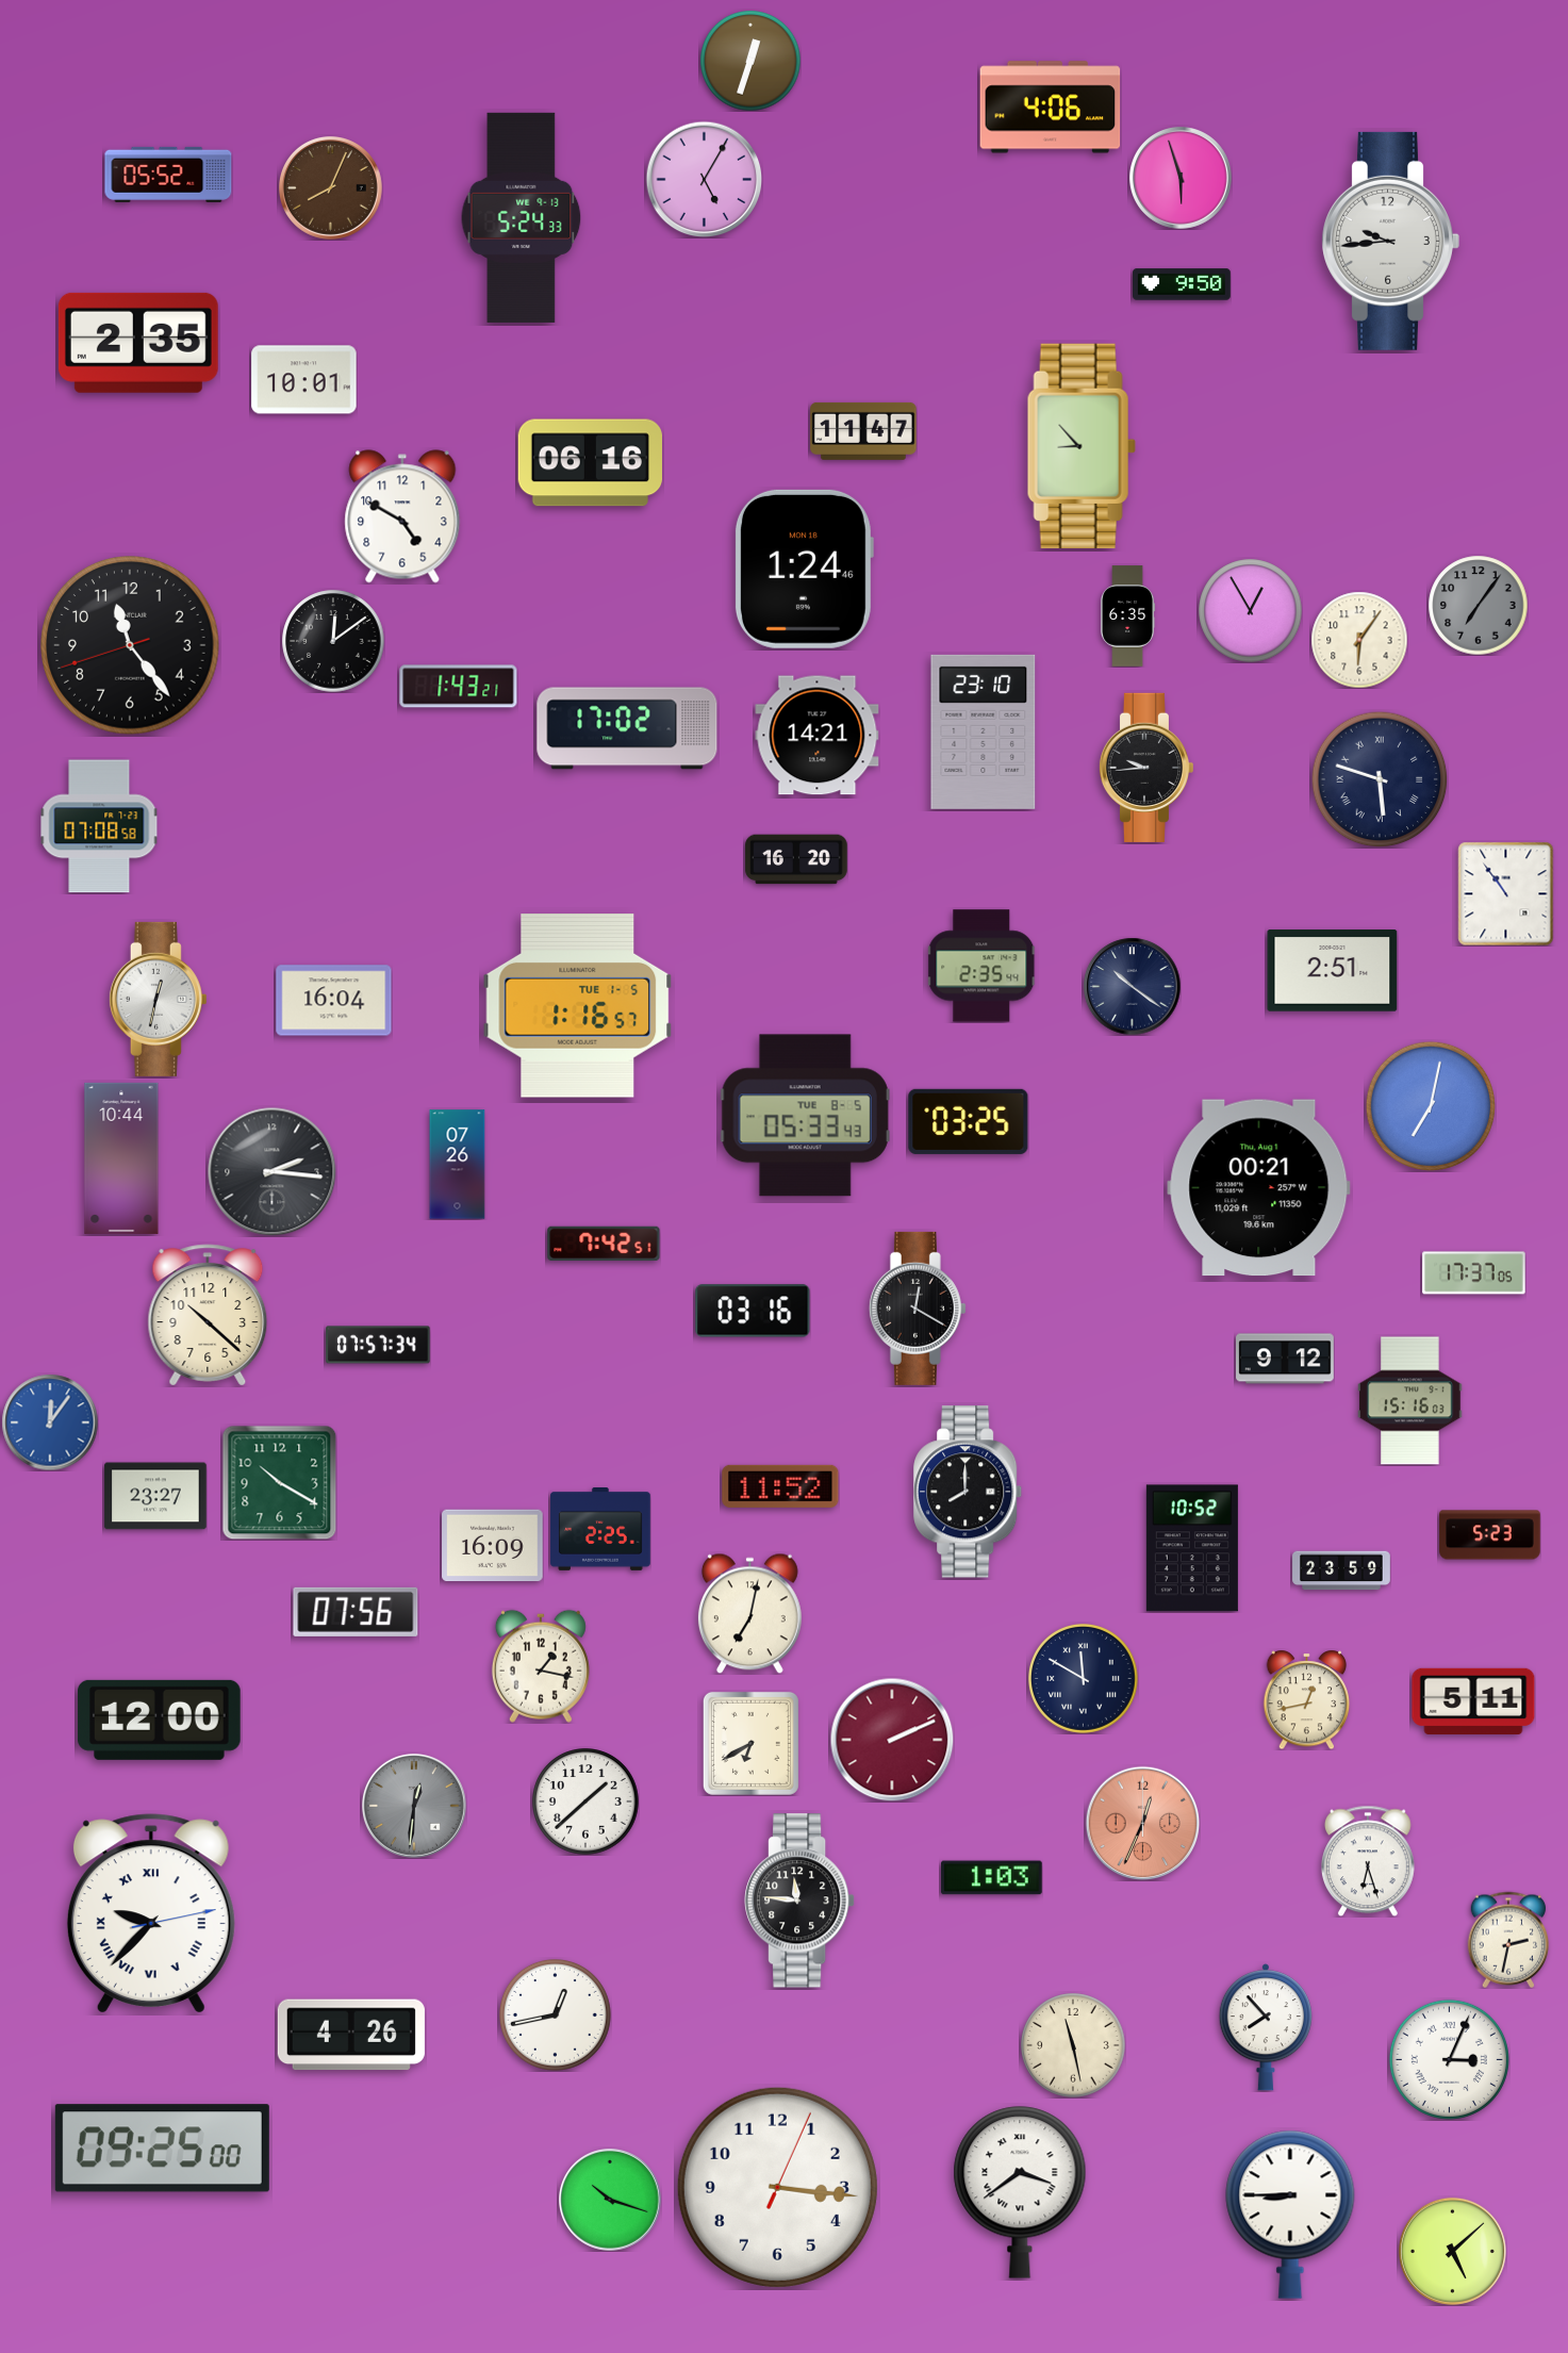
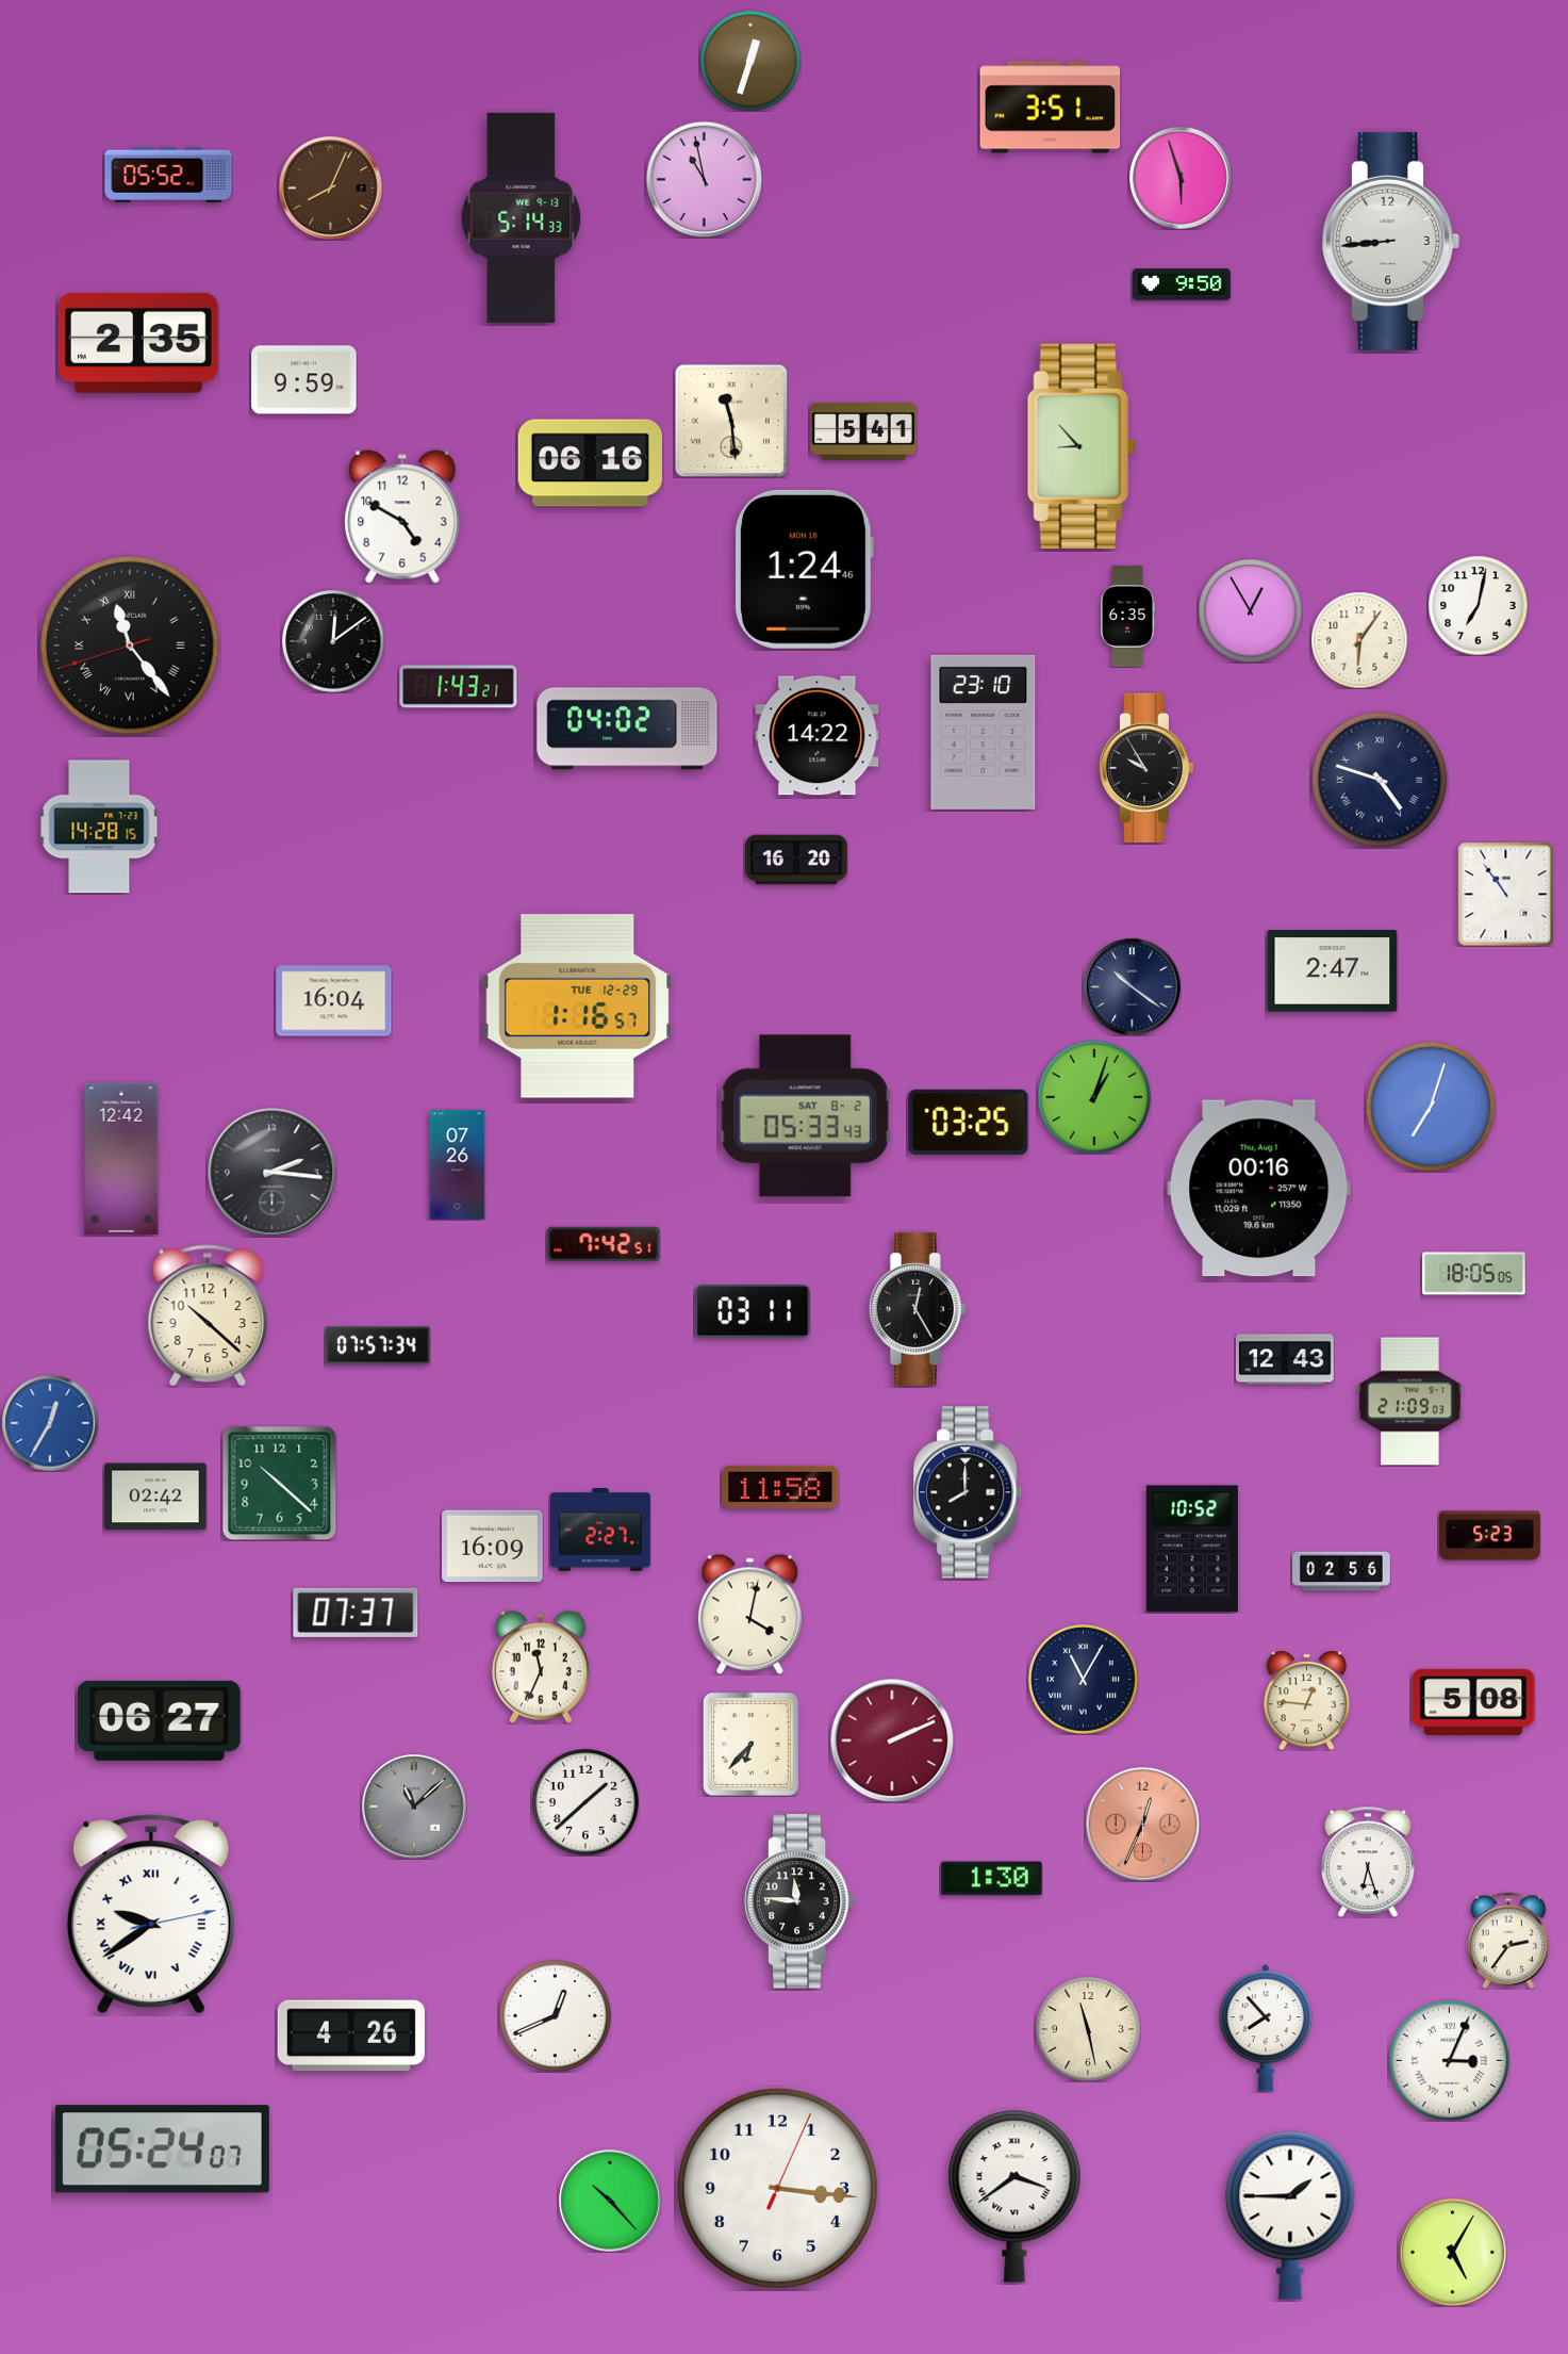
clock at (1051, 108): 4:06 -> 3:51
clock at (704, 179): 5:05 -> 10:58
clock at (522, 217): 5:24 -> 5:14
clock at (1390, 241): 9:44 -> 8:44
clock at (304, 380): 10:01 -> 9:59
clock at (731, 421): none -> 11:29
clock at (863, 431): 11:47 -> 5:41
clock at (1478, 605): 7:06 -> 7:02
clock at (1478, 605) dial: grey -> white
clock at (130, 645) numerals: Arabic -> Roman
clock at (627, 728): 17:02 -> 04:02
clock at (818, 736): 14:21 -> 14:22
clock at (1145, 768): 9:44 -> 9:55
clock at (1380, 779): 5:48 -> 4:48
clock at (99, 826): 07:08 -> 14:28
clock at (983, 966): 2:35 -> none
clock at (1333, 971): 2:51 -> 2:47
clock at (158, 999): 12:32 -> none
clock at (578, 1006) date: TUE 1-5 -> TUE 12-29
clock at (1094, 1097): none -> 1:03
clock at (1431, 1106): 7:02 -> 7:03
clock at (805, 1116) date: TUE 8-5 -> SAT 8-2
clock at (121, 1158): 10:44 -> 12:42
clock at (1259, 1188): 00:21 -> 00:16
clock at (1474, 1273): 17:37 -> 18:05
clock at (918, 1309): 12:20 -> 12:25
clock at (753, 1311): 03:16 -> 03:11
clock at (1286, 1359): 9:12 -> 12:43
clock at (1410, 1401): 15:16 -> 21:09
clock at (50, 1422): 12:06 -> 12:35
clock at (279, 1482): 10:20 -> 10:22
clock at (780, 1486): 11:52 -> 11:58
clock at (155, 1496): 23:27 -> 02:42
clock at (600, 1530): 2:25 -> 2:27
clock at (1341, 1570): 23:59 -> 02:56
clock at (356, 1612): 07:56 -> 07:37
clock at (749, 1613): 7:02 -> 4:02
clock at (541, 1666): 1:17 -> 11:34
clock at (1084, 1679): 11:50 -> 11:05
clock at (1307, 1699): 12:43 -> 12:46
clock at (1473, 1701): 5:11 -> 5:08
clock at (160, 1719): 12:00 -> 06:27
clock at (750, 1743): 6:40 -> 6:37
clock at (414, 1806): 12:31 -> 11:08
clock at (992, 1878): 1:03 -> 1:30
clock at (151, 1913): 9:37 -> 9:39
clock at (1508, 1940): 2:32 -> 2:36
clock at (555, 2014): 12:43 -> 12:41
clock at (1073, 2045) position: (1073, 2045) -> (1088, 2029)
clock at (162, 2149): 09:25 -> 05:24
clock at (1020, 2192) position: (1020, 2192) -> (1014, 2196)
clock at (611, 2201): 10:18 -> 10:23
clock at (1290, 2215): 8:45 -> 1:45
clock at (1452, 2251): 5:08 -> 5:05
